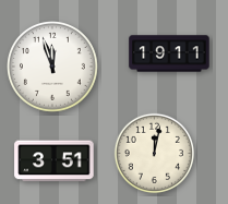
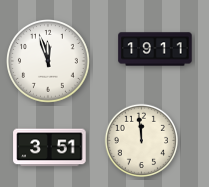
clock at (155, 154): 12:02 -> 11:59
